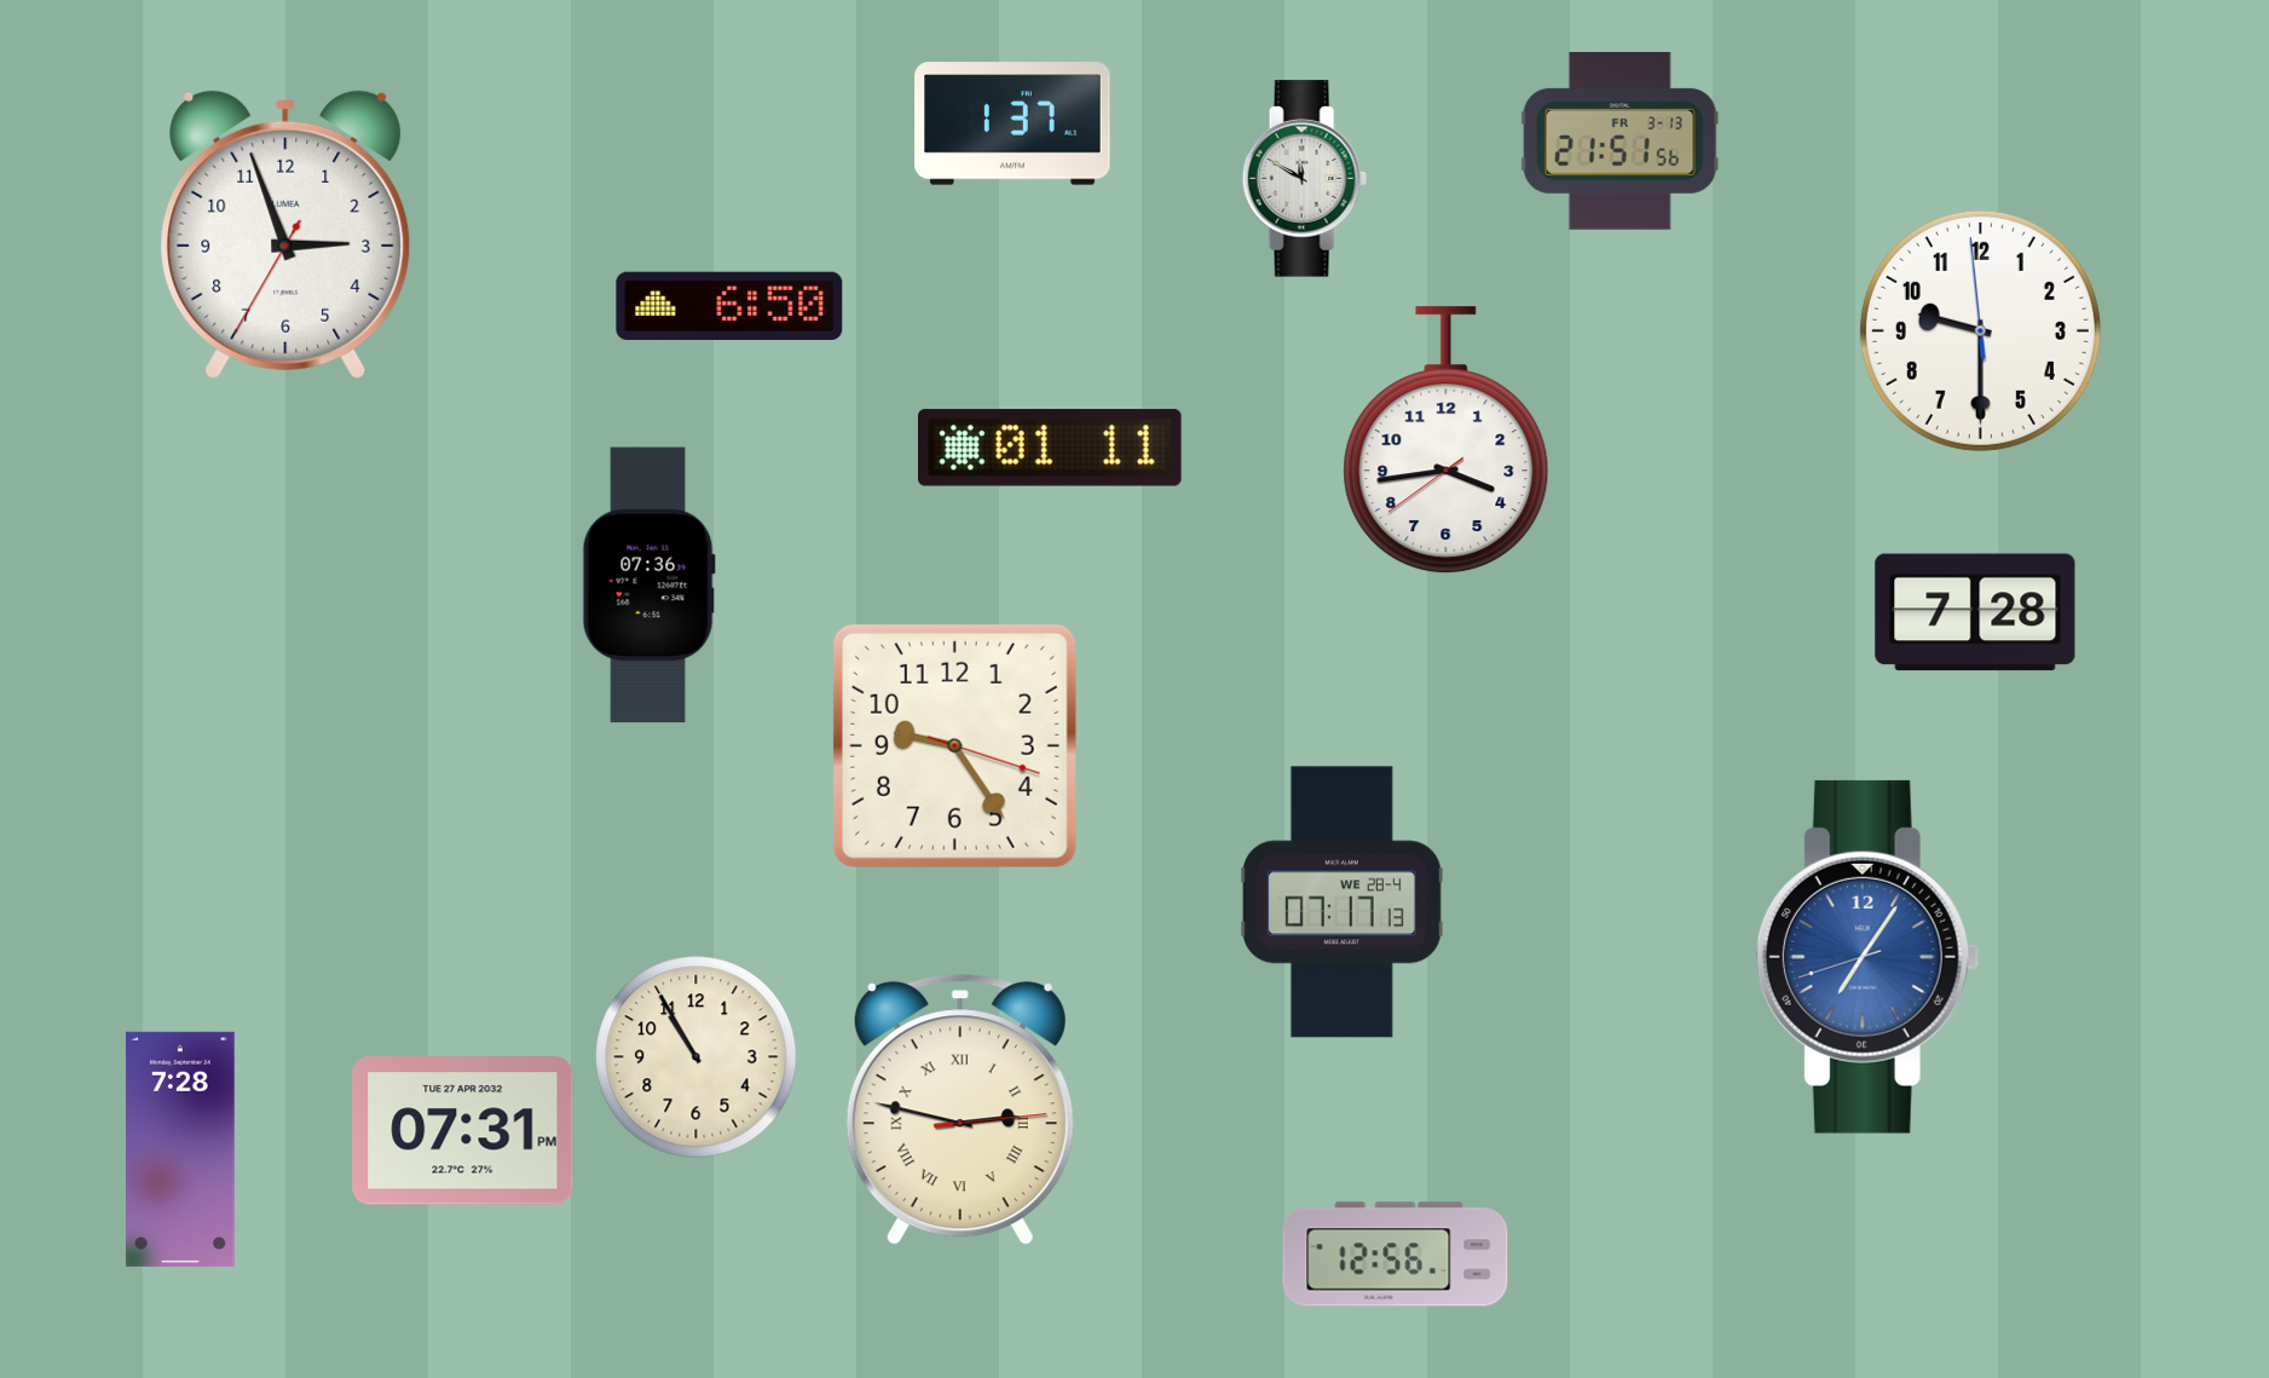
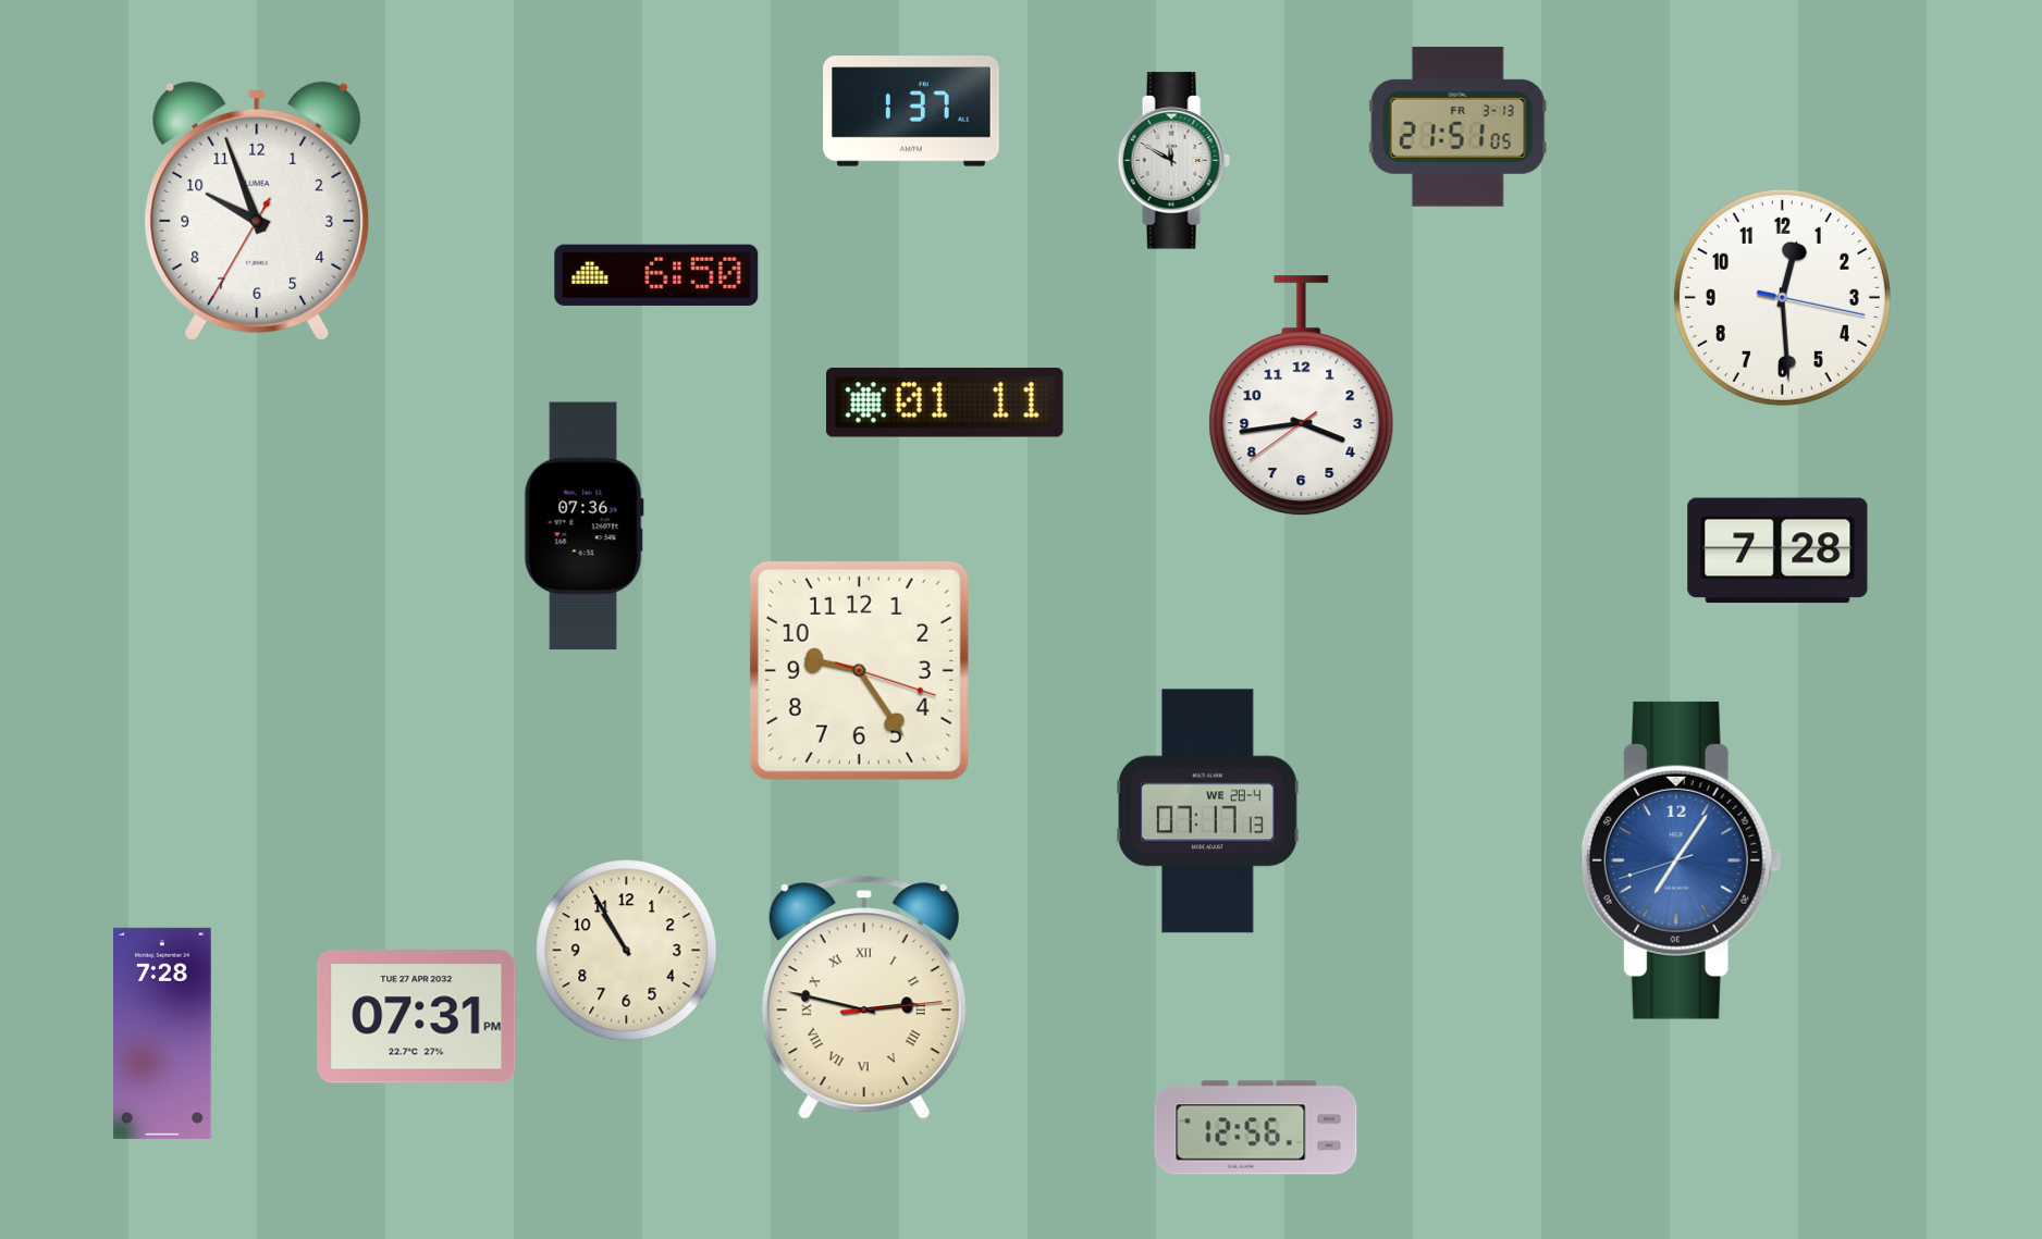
clock at (1620, 140): 21:51:56 -> 21:51:05
clock at (285, 235): 2:56 -> 9:56
clock at (1980, 330): 9:29 -> 12:29
